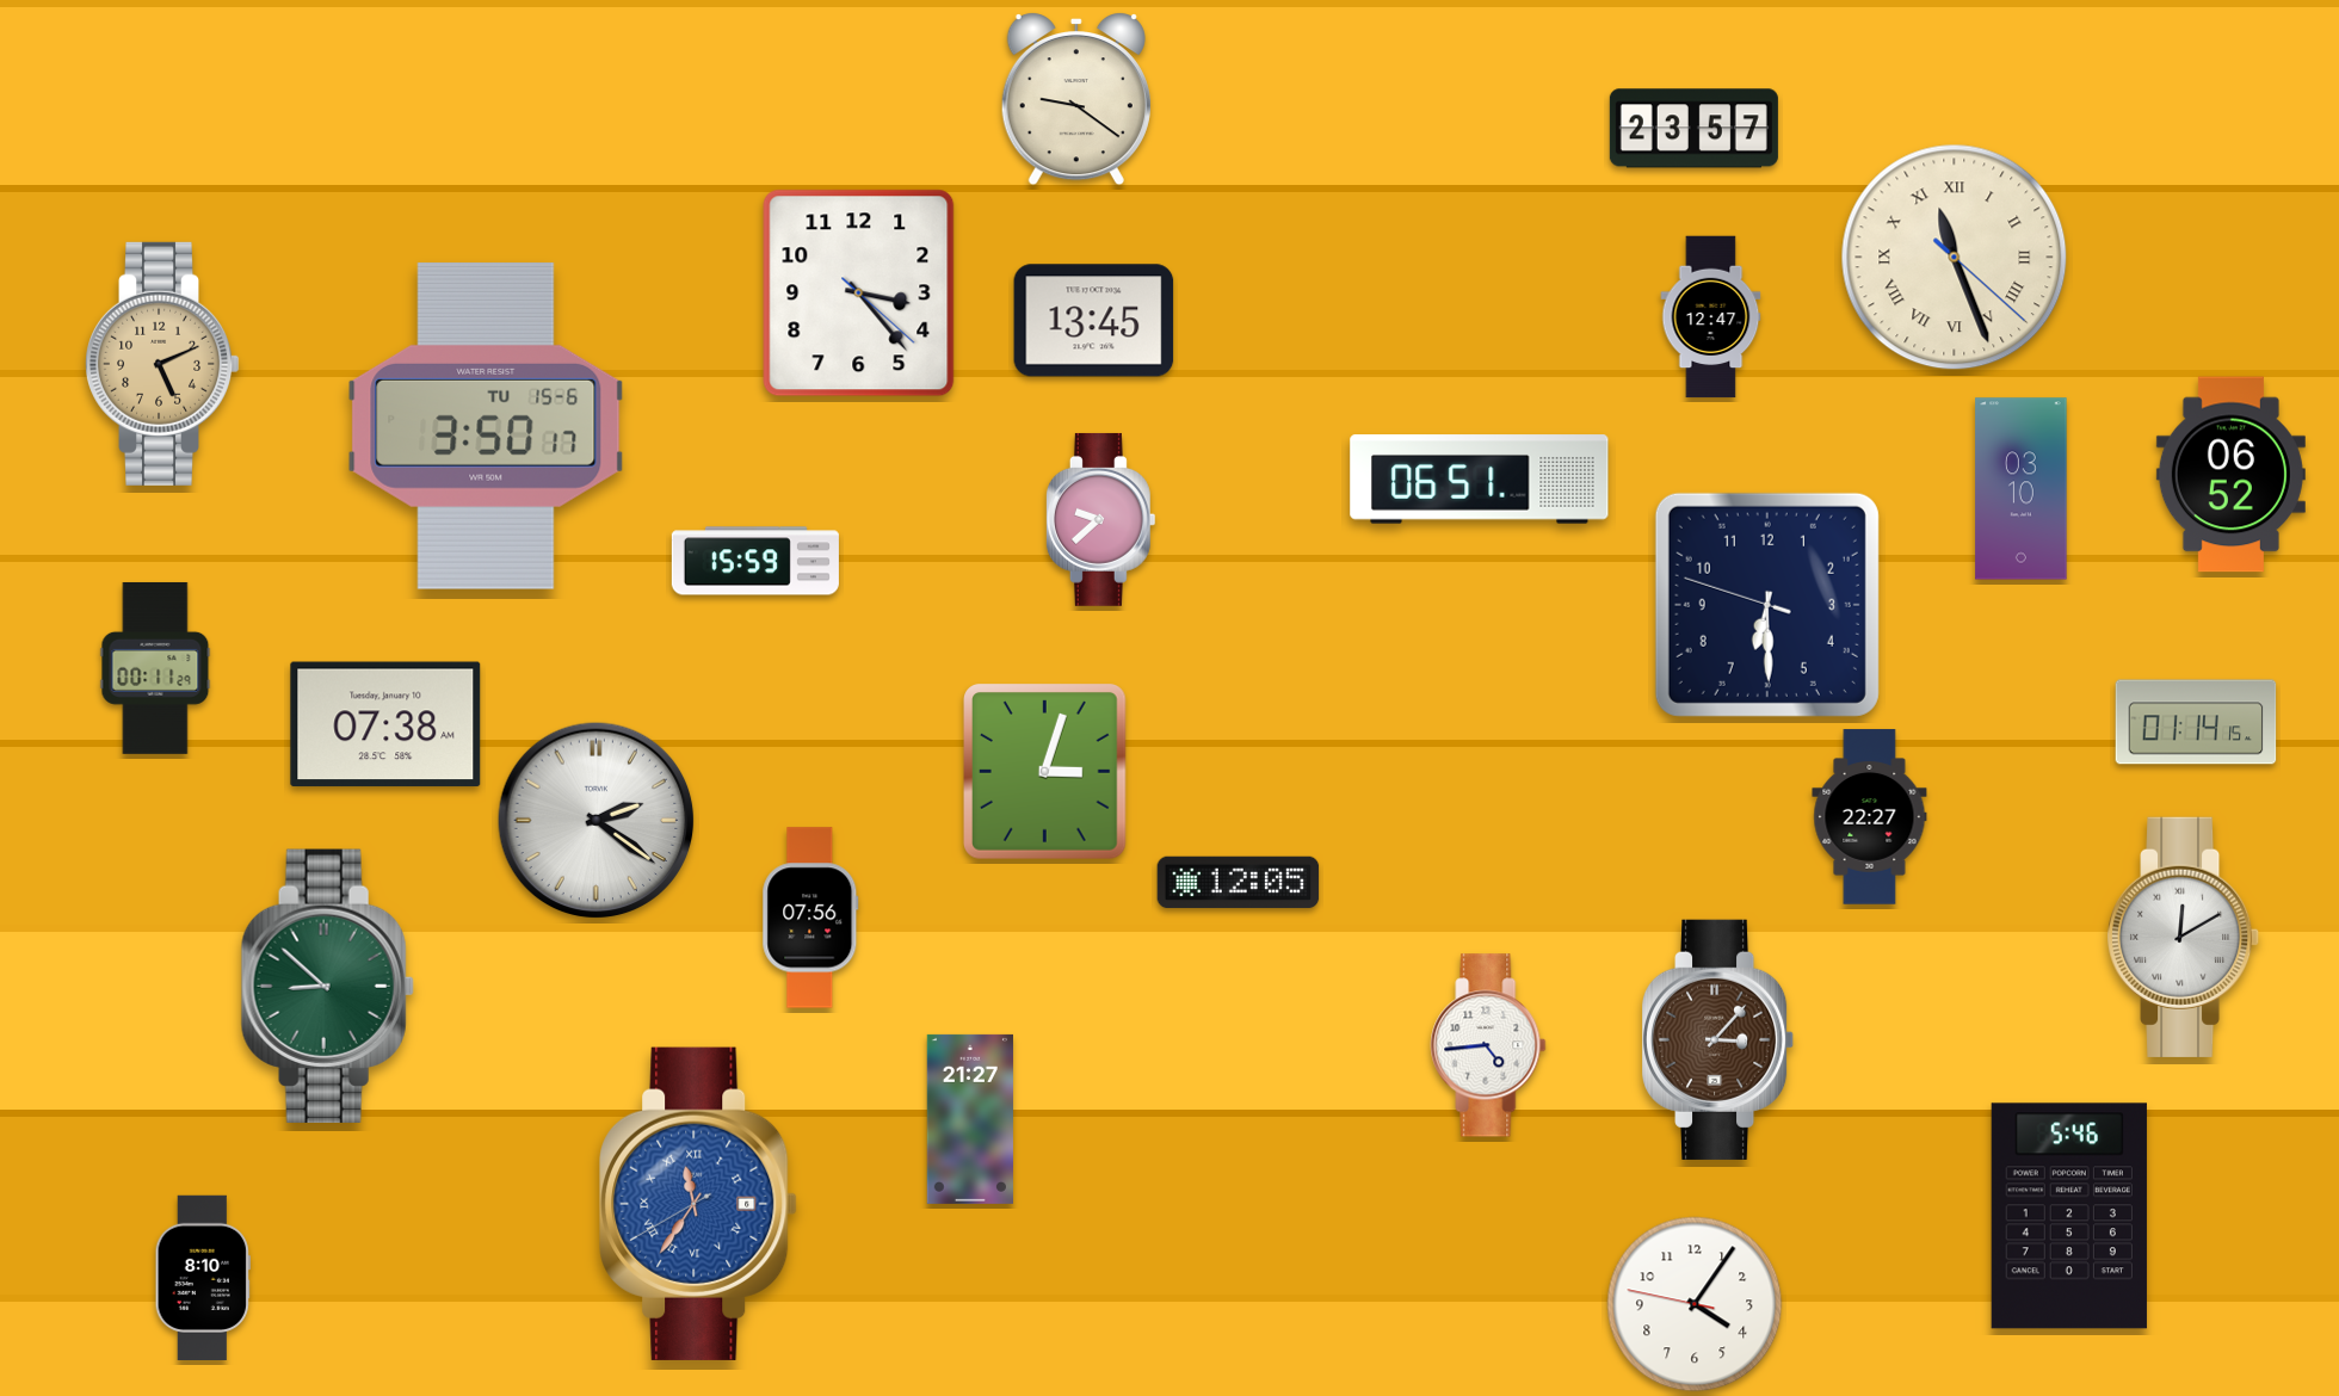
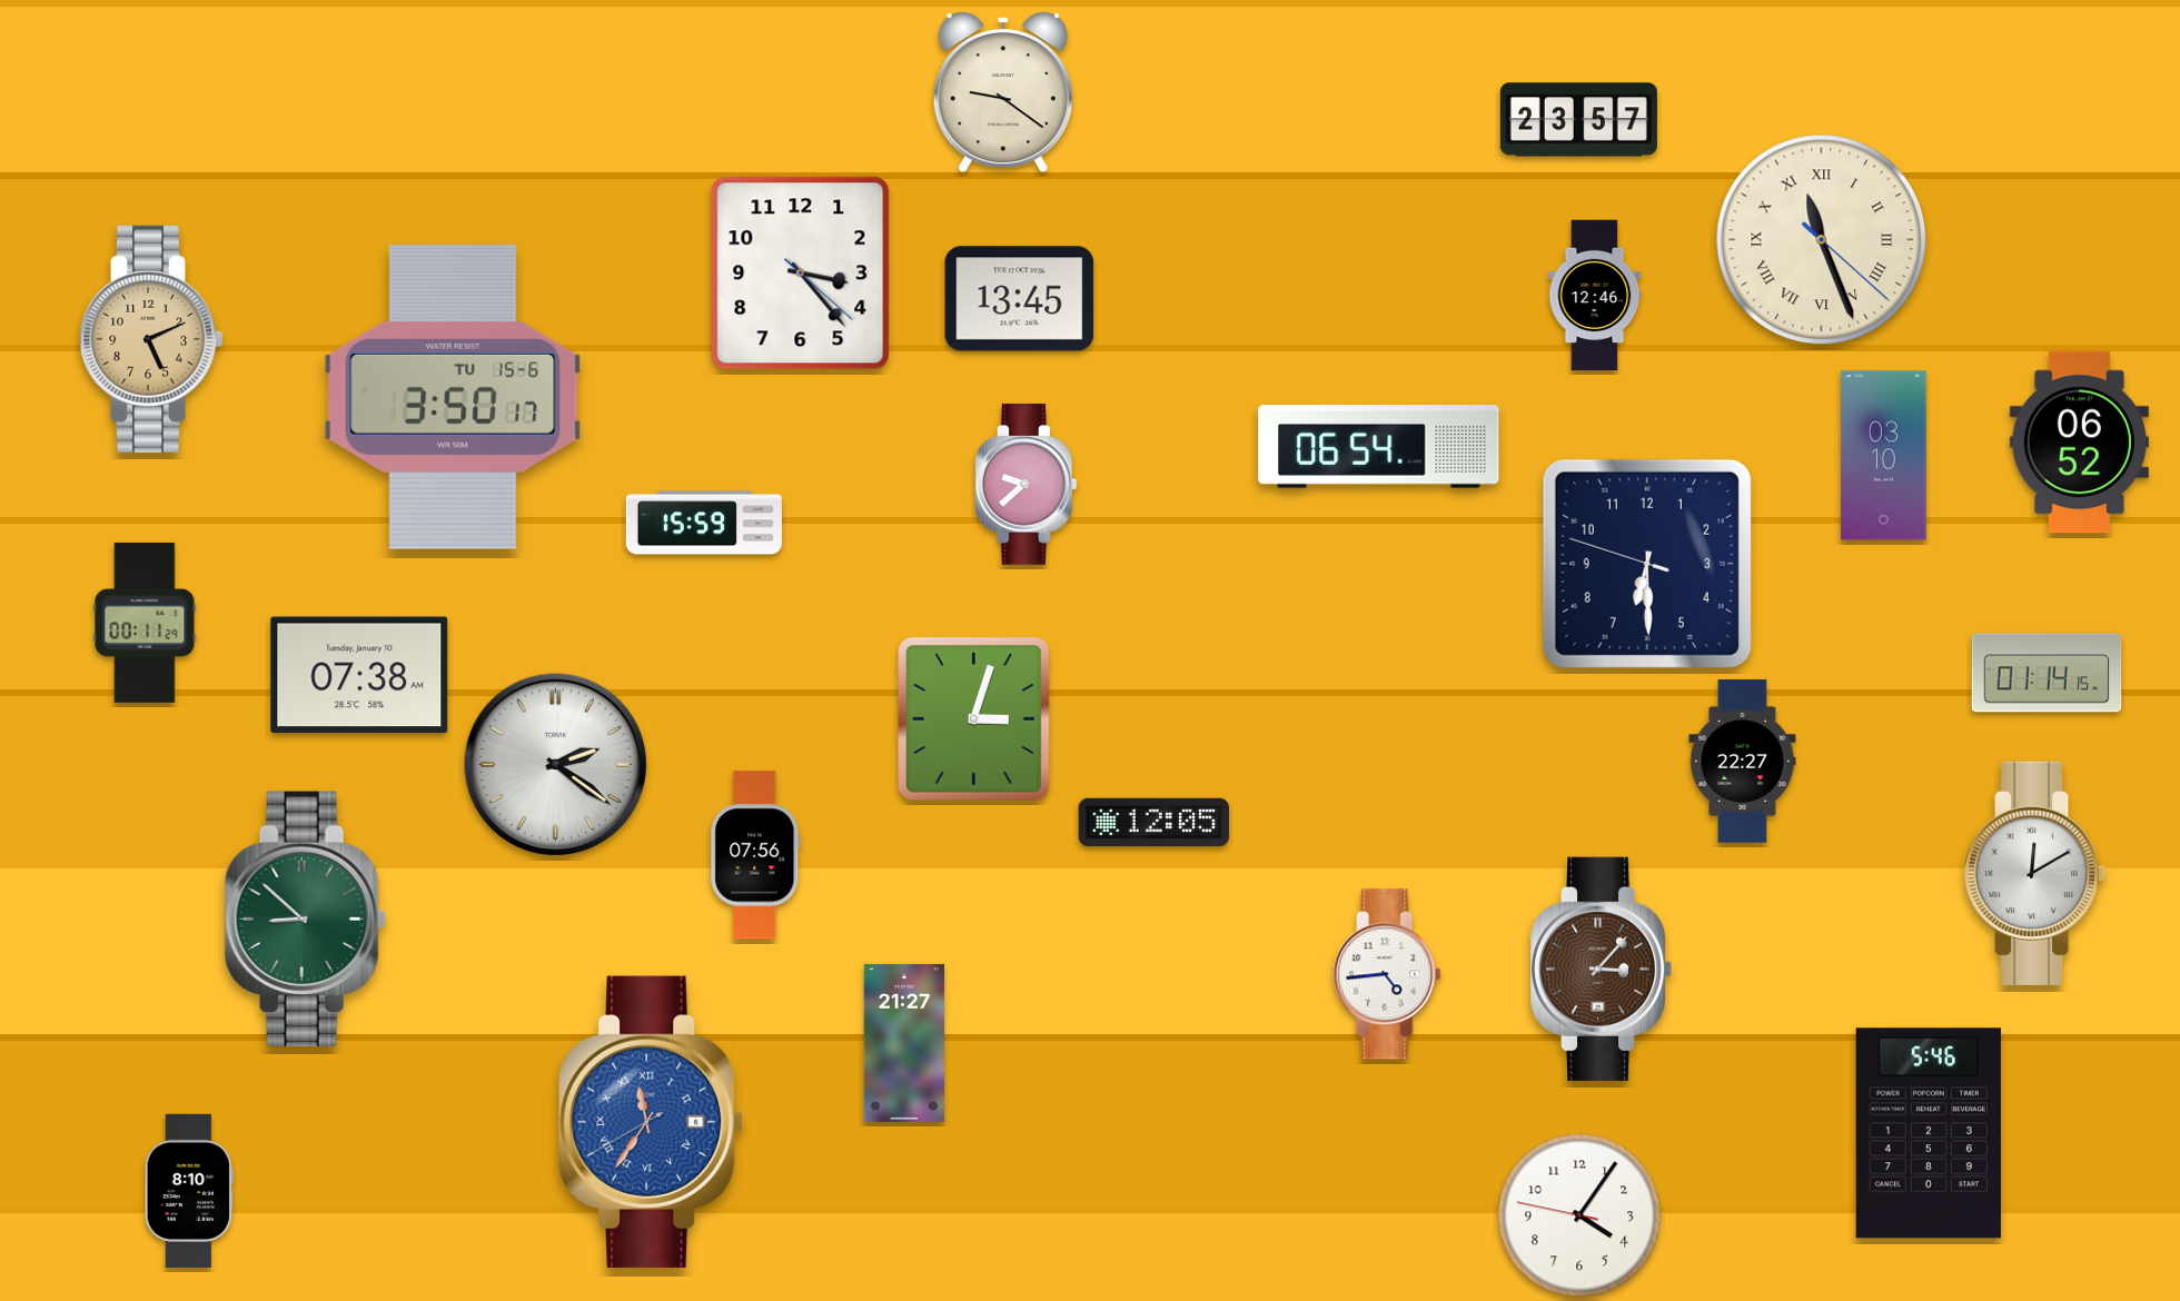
clock at (1711, 317): 12:47 -> 12:46
clock at (1480, 480): 06:51 -> 06:54
